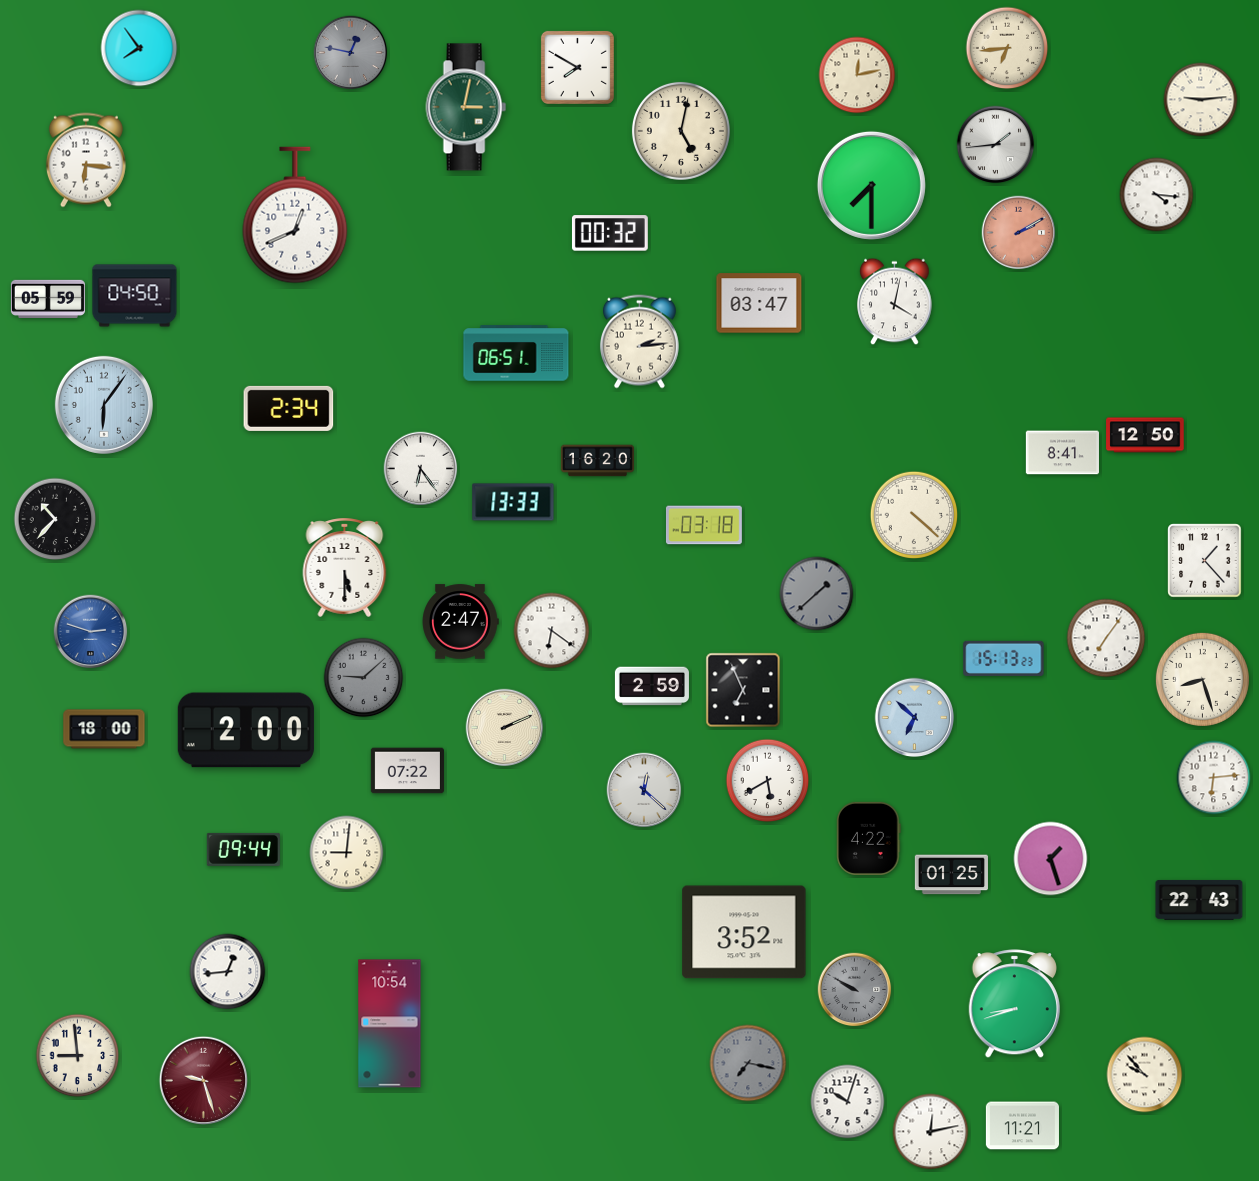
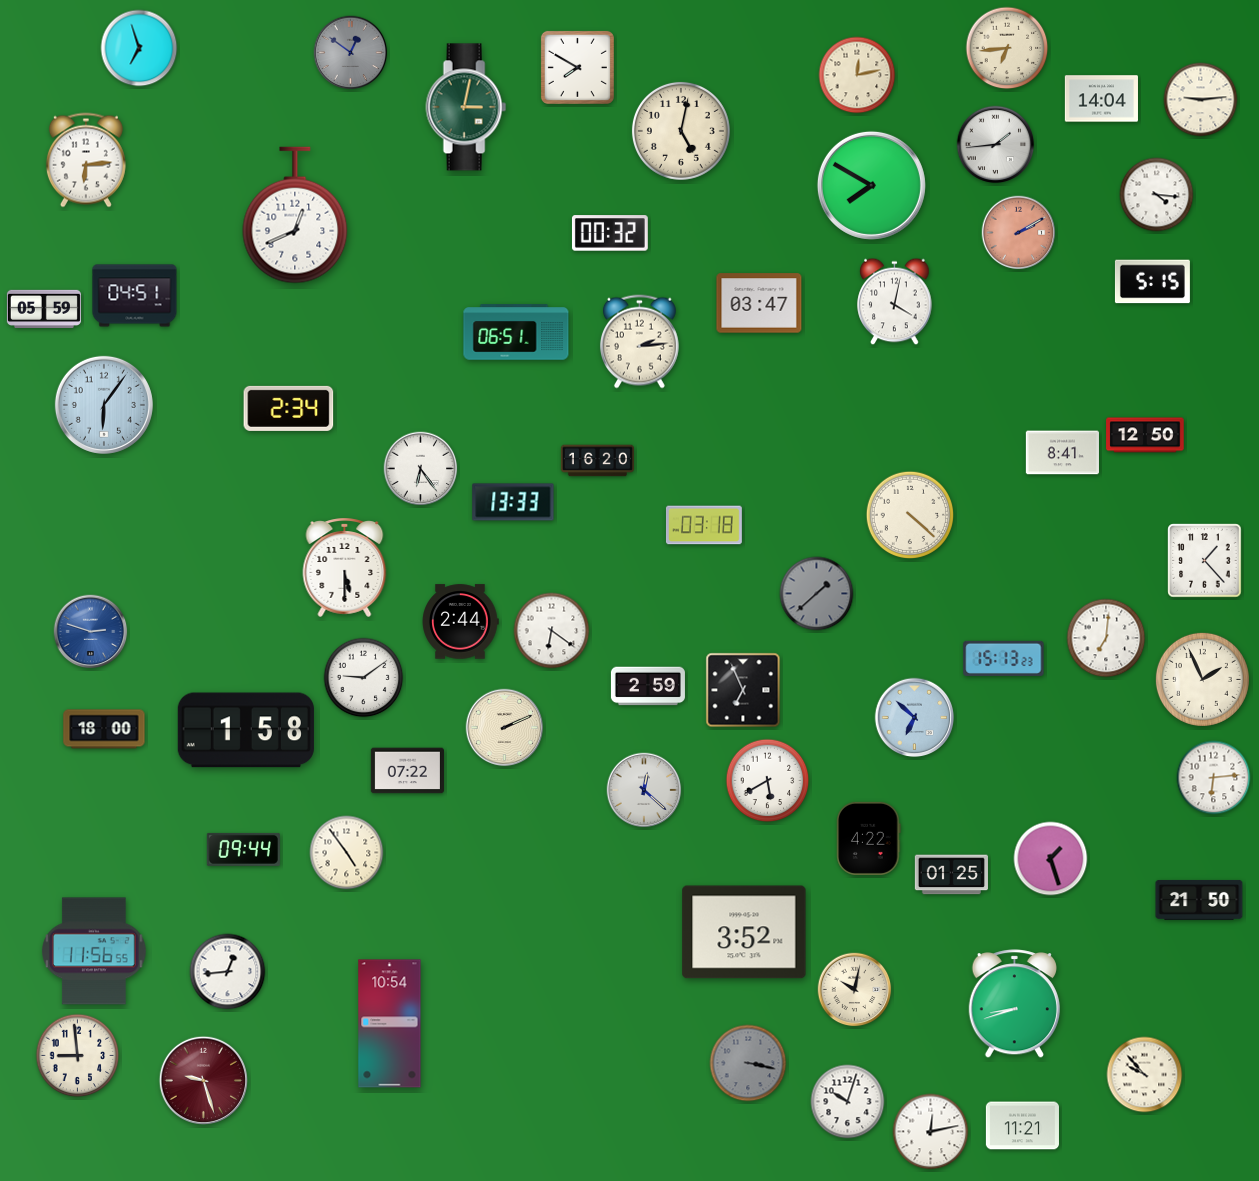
clock at (139, 48): 7:54 -> 6:57
clock at (351, 53): 12:47 -> 12:51
clock at (1101, 99): none -> 14:04
clock at (86, 160): 6:16 -> 6:14
clock at (871, 185): 7:30 -> 7:50
clock at (1152, 282): none -> 5:15
clock at (135, 296): 04:50 -> 04:51
clock at (48, 298) position: (48, 298) -> (44, 308)
clock at (516, 353) position: (516, 353) -> (516, 332)
clock at (914, 515) position: (914, 515) -> (910, 515)
clock at (55, 519): 10:37 -> none
clock at (460, 622): 2:47 -> 2:44
clock at (1106, 638): 7:06 -> 7:01
clock at (364, 678): 9:08 -> 9:09
clock at (364, 678) dial: grey -> white
clock at (1202, 679): 8:27 -> 1:56
clock at (652, 686) position: (652, 686) -> (648, 686)
clock at (246, 730): 2:00 -> 1:58
clock at (347, 853): 9:01 -> 4:54
clock at (1199, 900): 22:43 -> 21:50
clock at (95, 951): none -> 11:56
clock at (855, 990): 9:50 -> 10:02
clock at (855, 990) dial: grey -> cream
clock at (748, 1063): 7:17 -> 3:17
